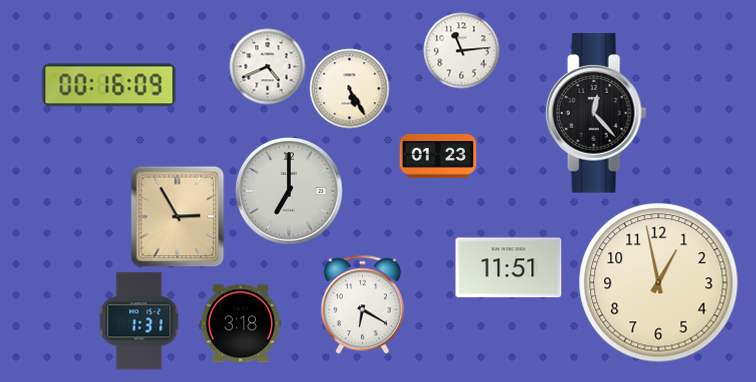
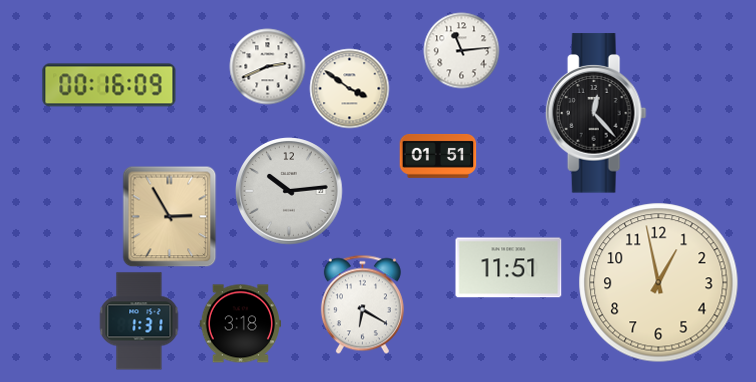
clock at (268, 67): 4:41 -> 2:41
clock at (350, 89): 5:25 -> 3:51
clock at (438, 156): 01:23 -> 01:51
clock at (289, 191): 7:00 -> 10:14
clock at (178, 217) position: (178, 217) -> (170, 217)
